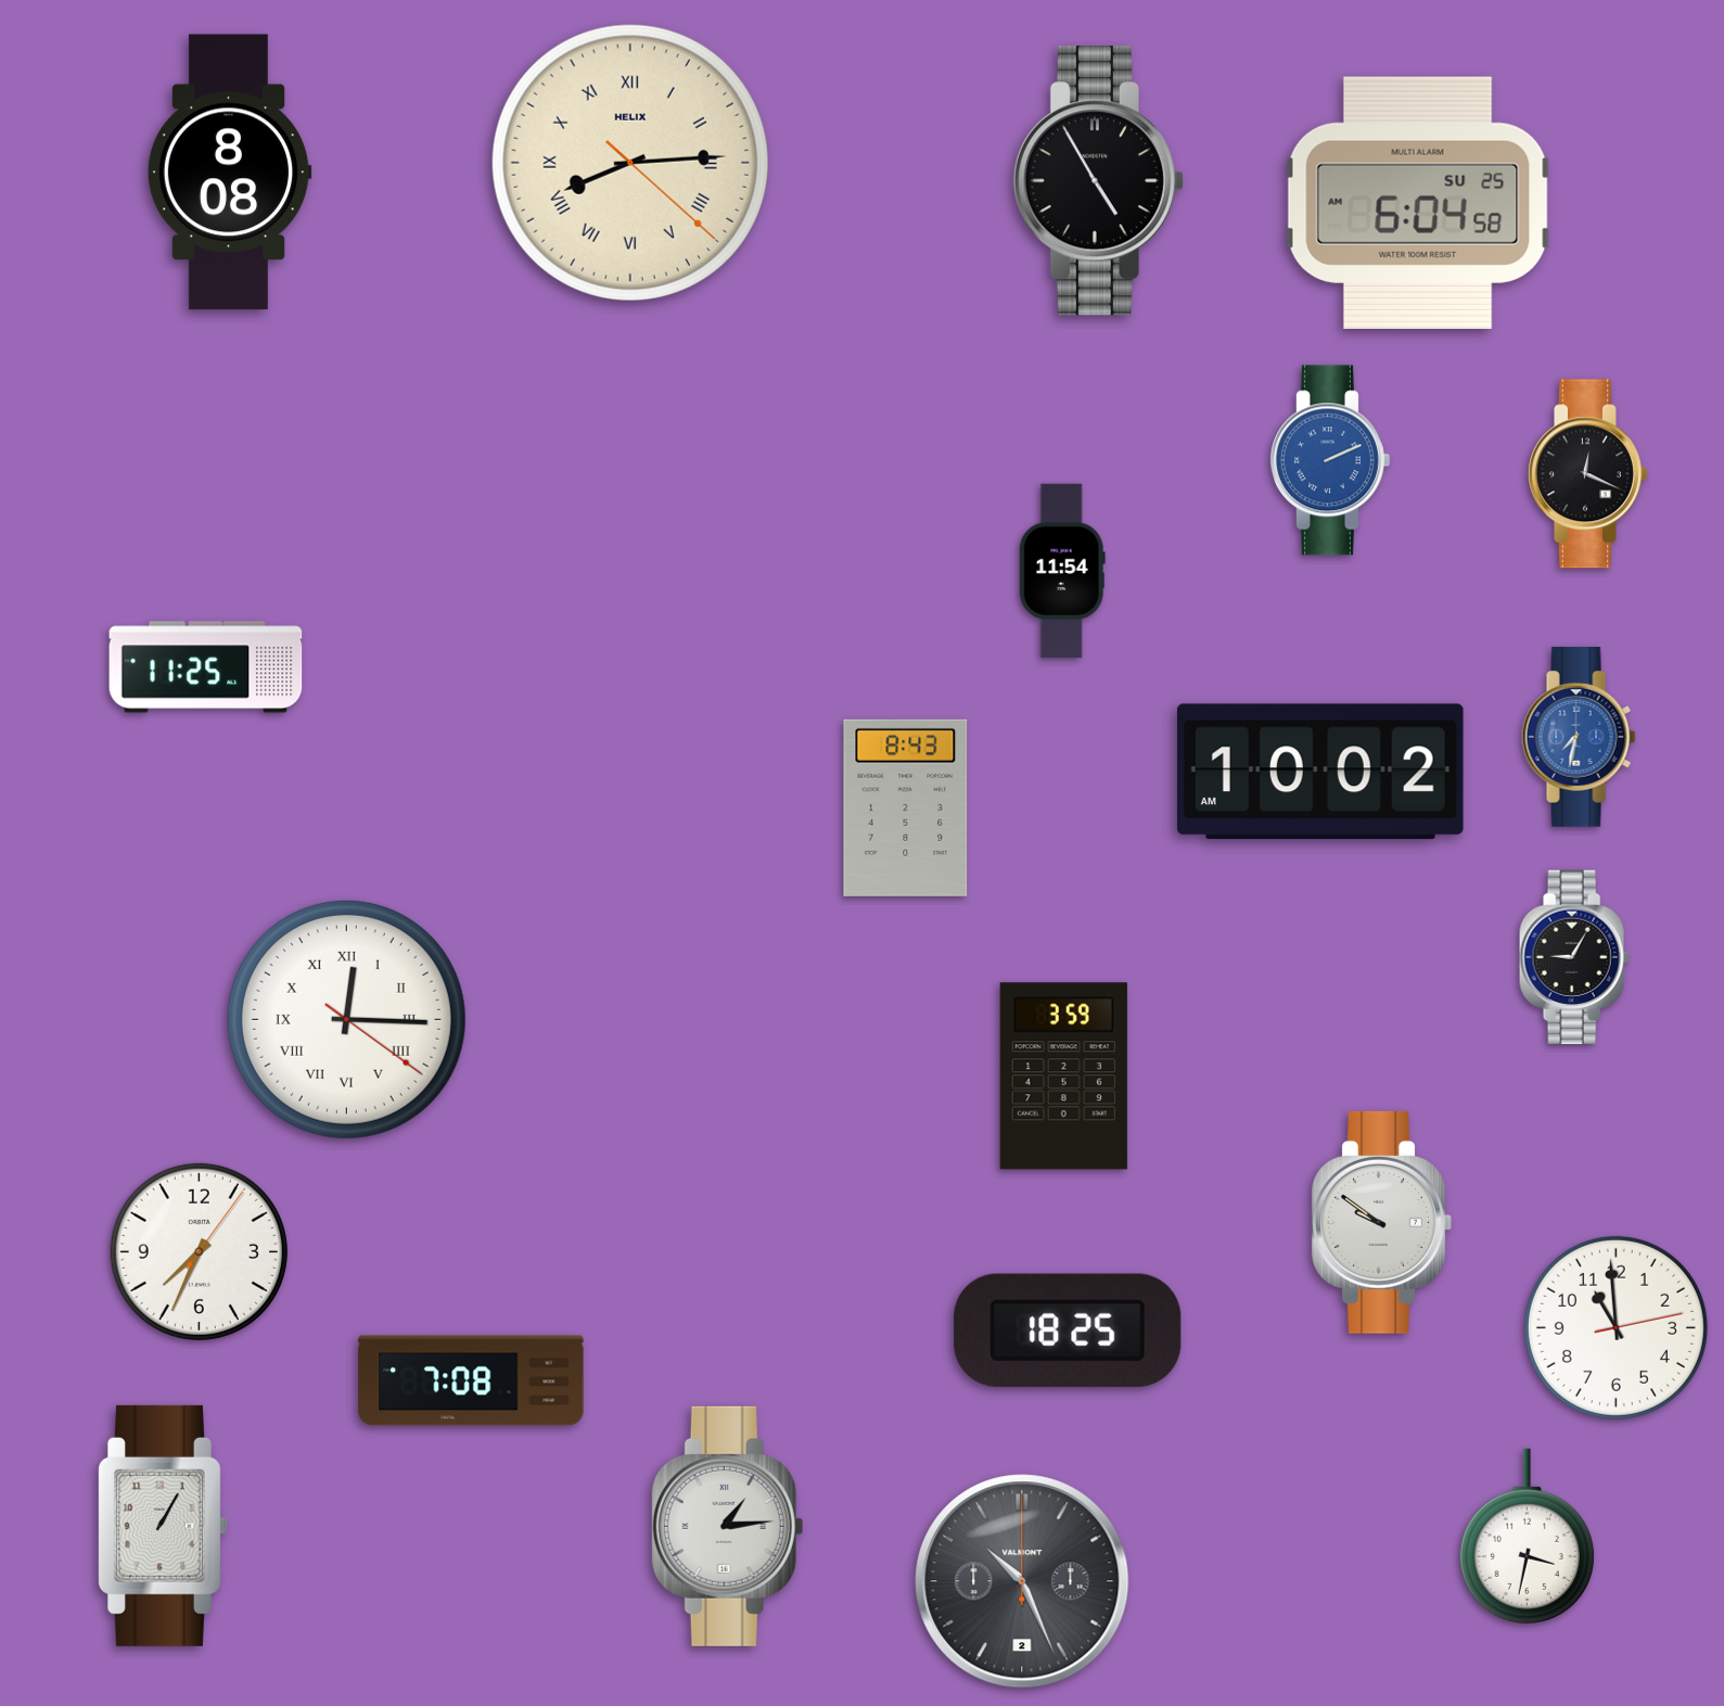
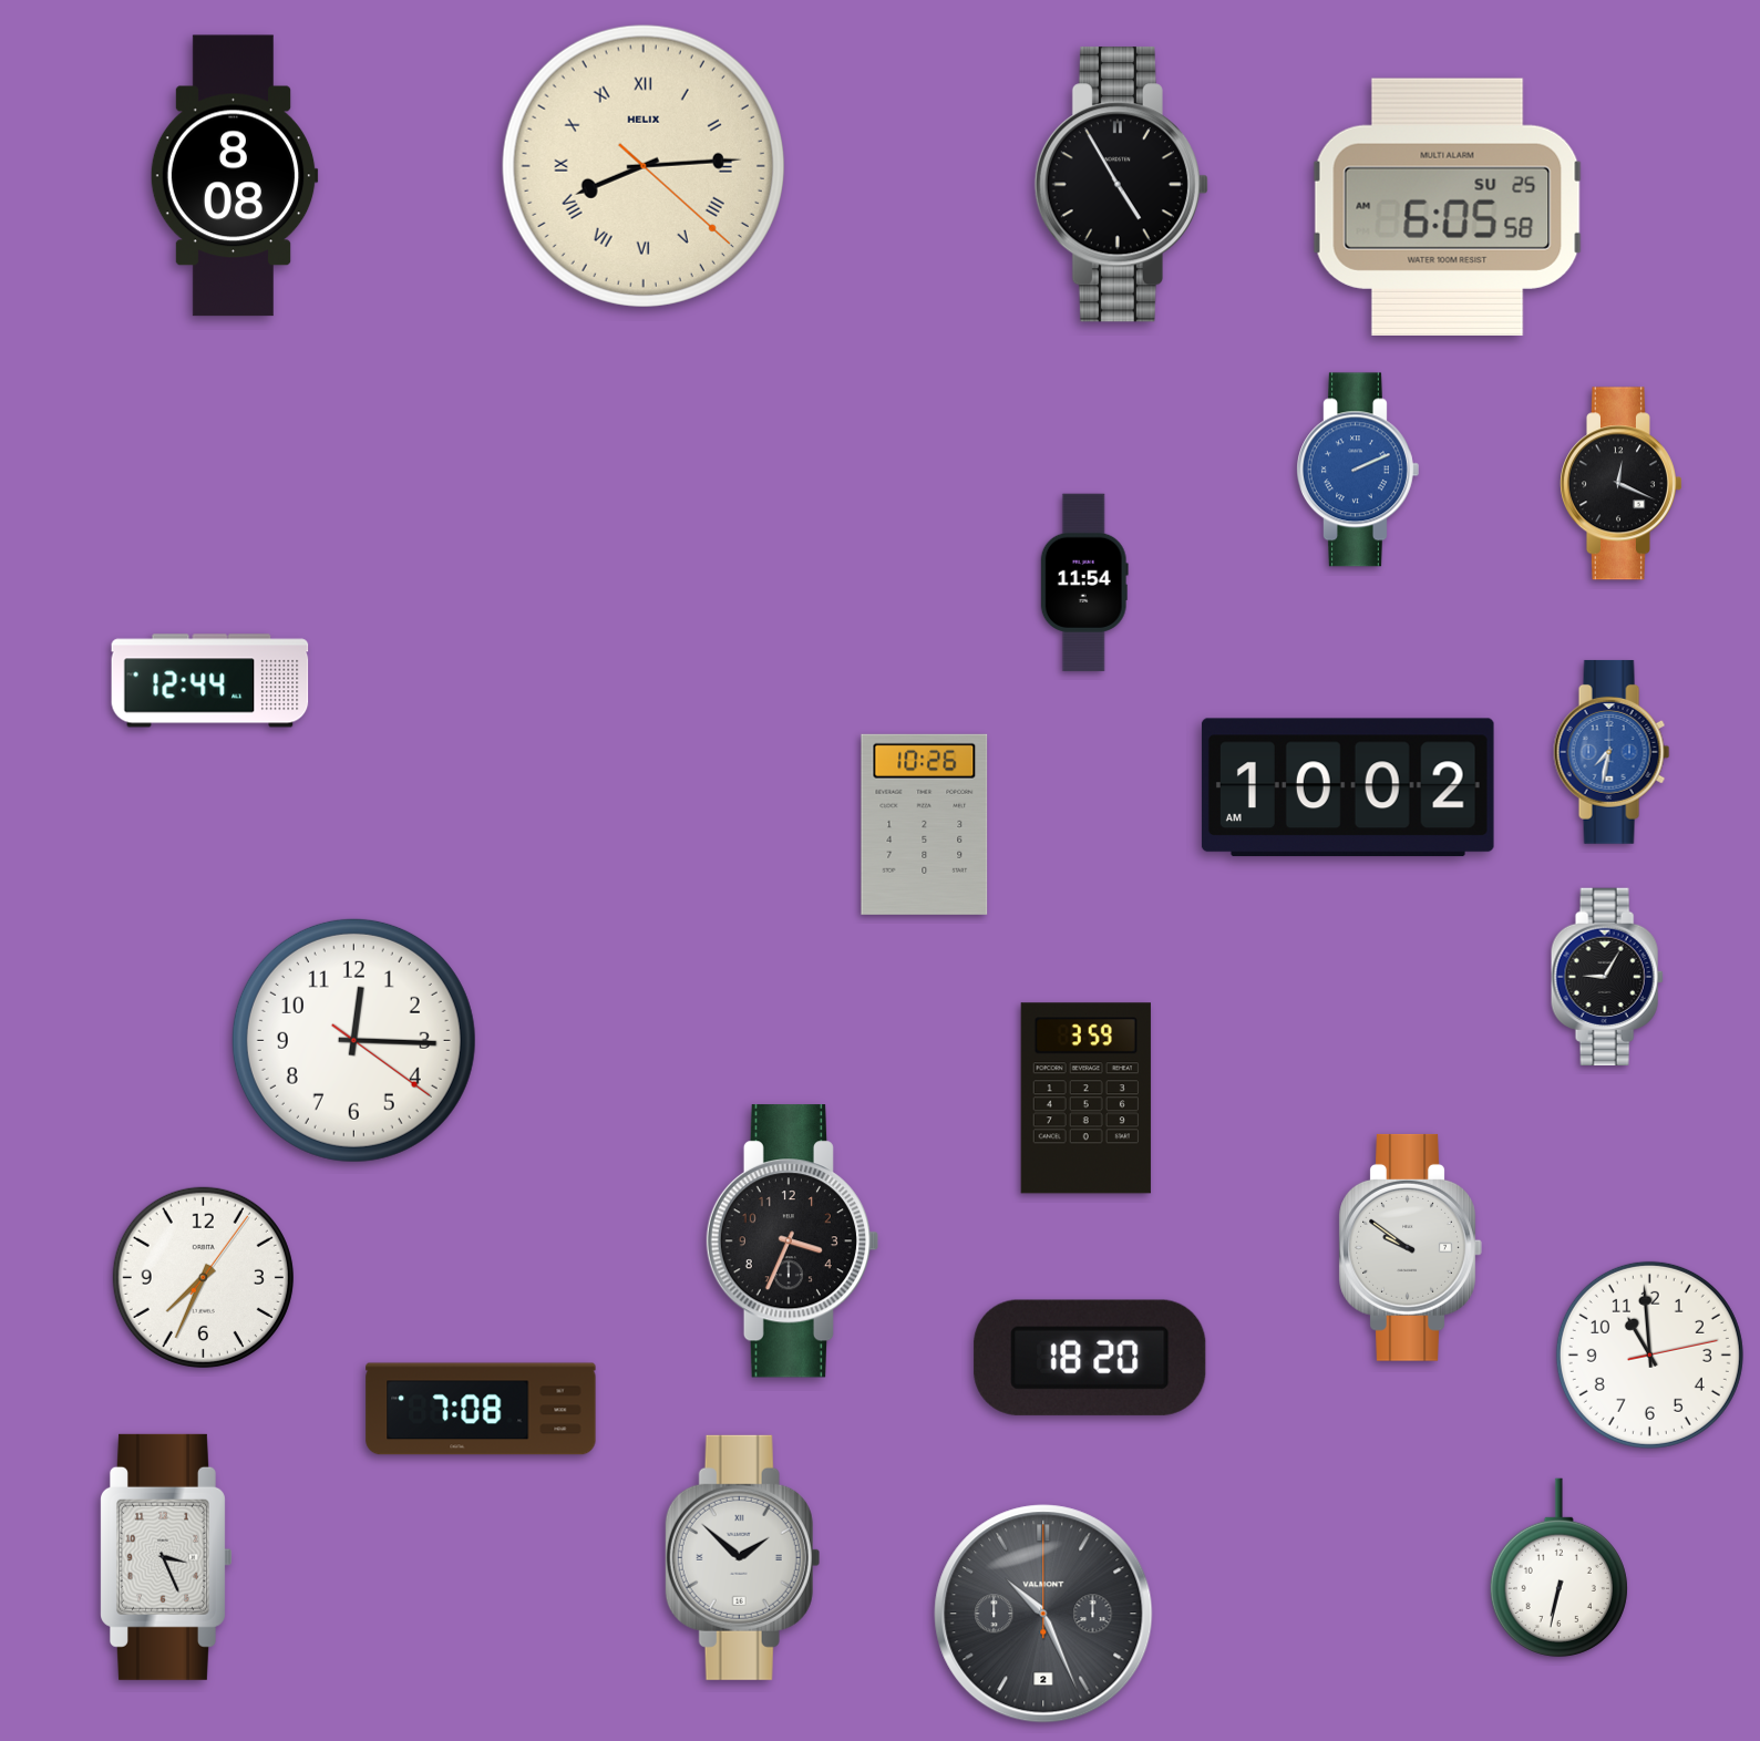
clock at (1418, 203): 6:04 -> 6:05
clock at (206, 667): 11:25 -> 12:44
clock at (906, 807): 8:43 -> 10:26
clock at (346, 1019) numerals: Roman -> Arabic
clock at (793, 1242): none -> 3:34
clock at (1068, 1331): 18:25 -> 18:20
clock at (164, 1526): 1:05 -> 3:26
clock at (728, 1526): 1:14 -> 1:52
clock at (1527, 1536): 3:32 -> 6:32
